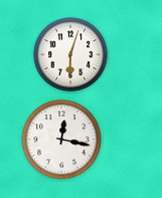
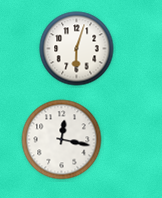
clock at (71, 55) position: (71, 55) -> (77, 49)
